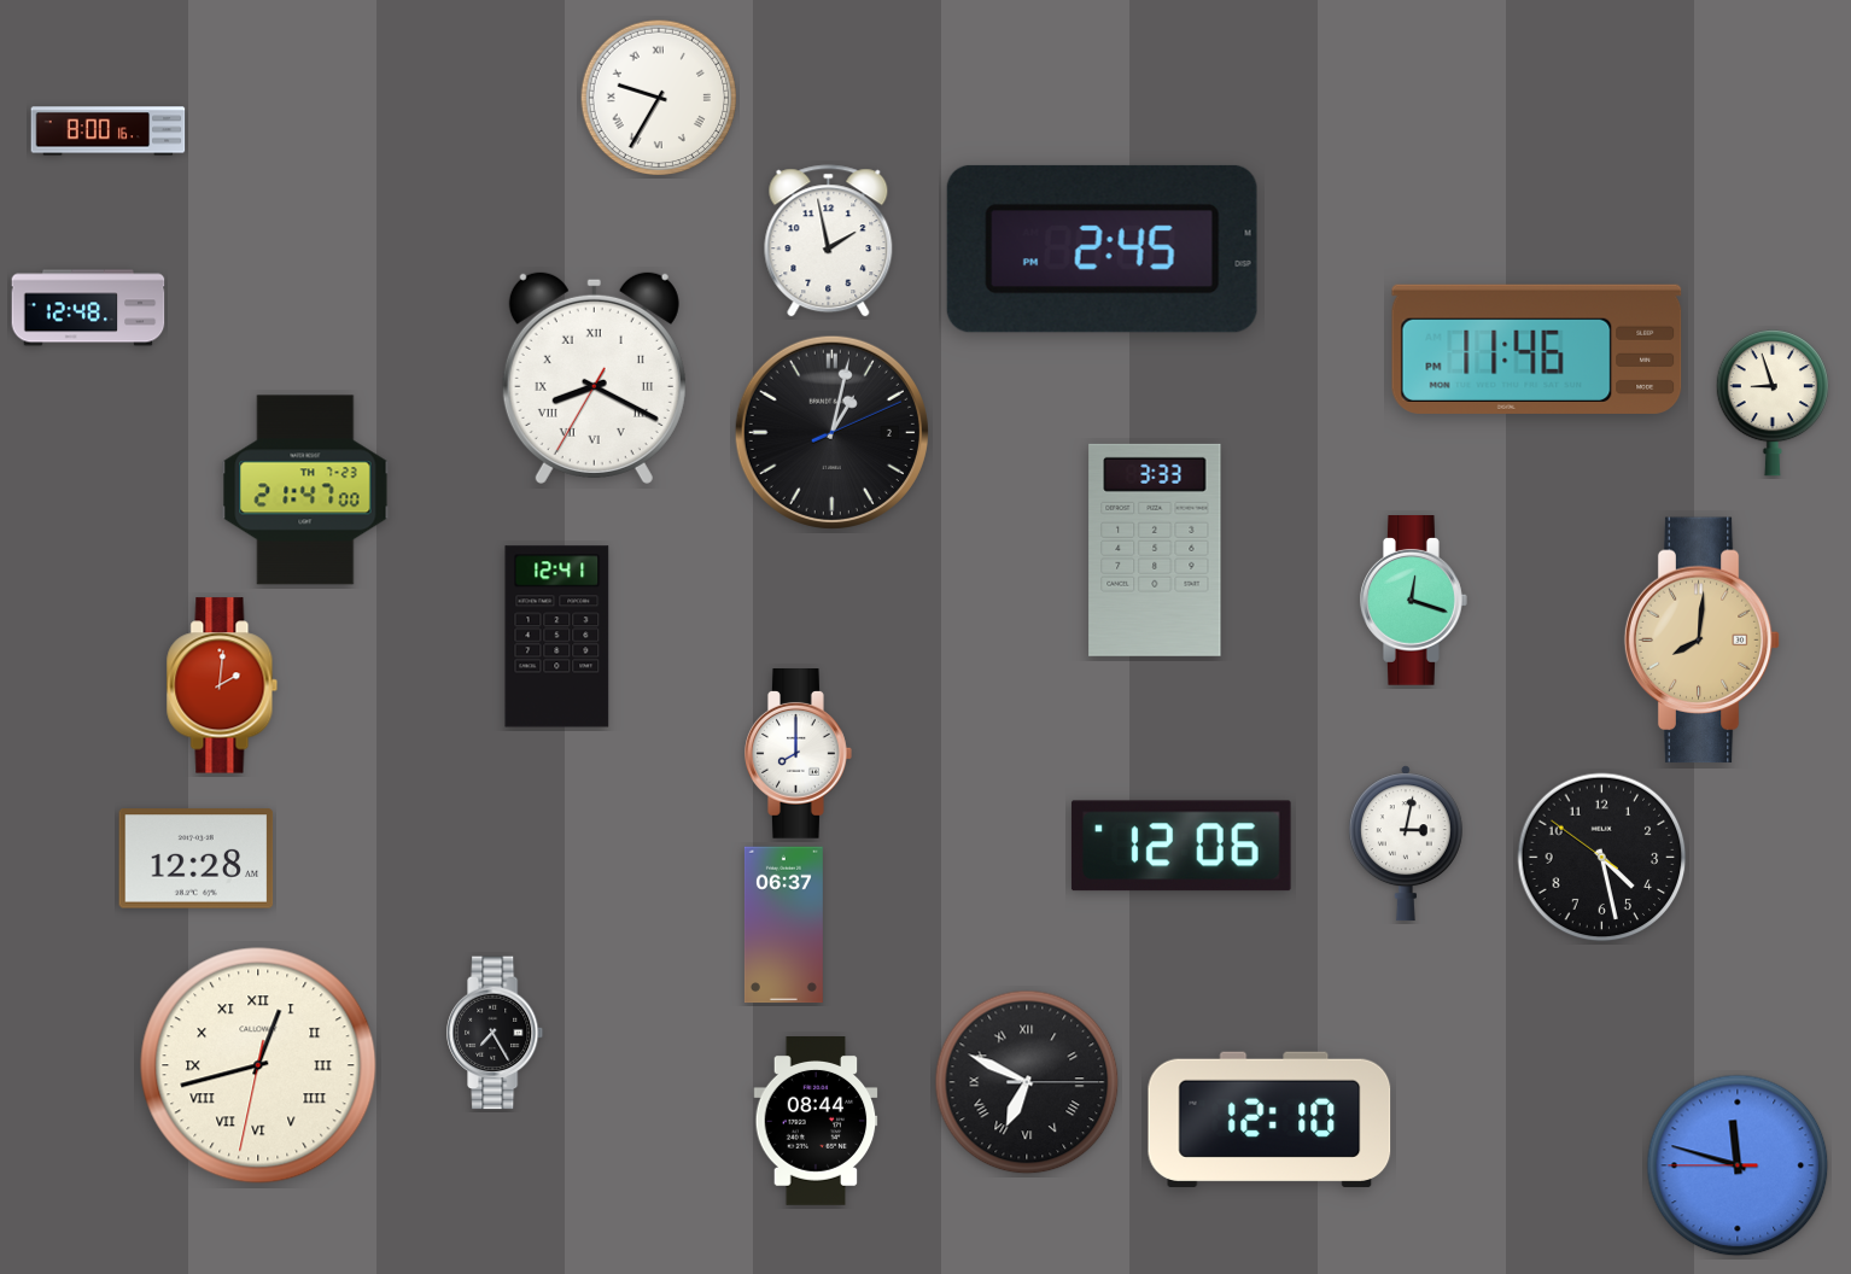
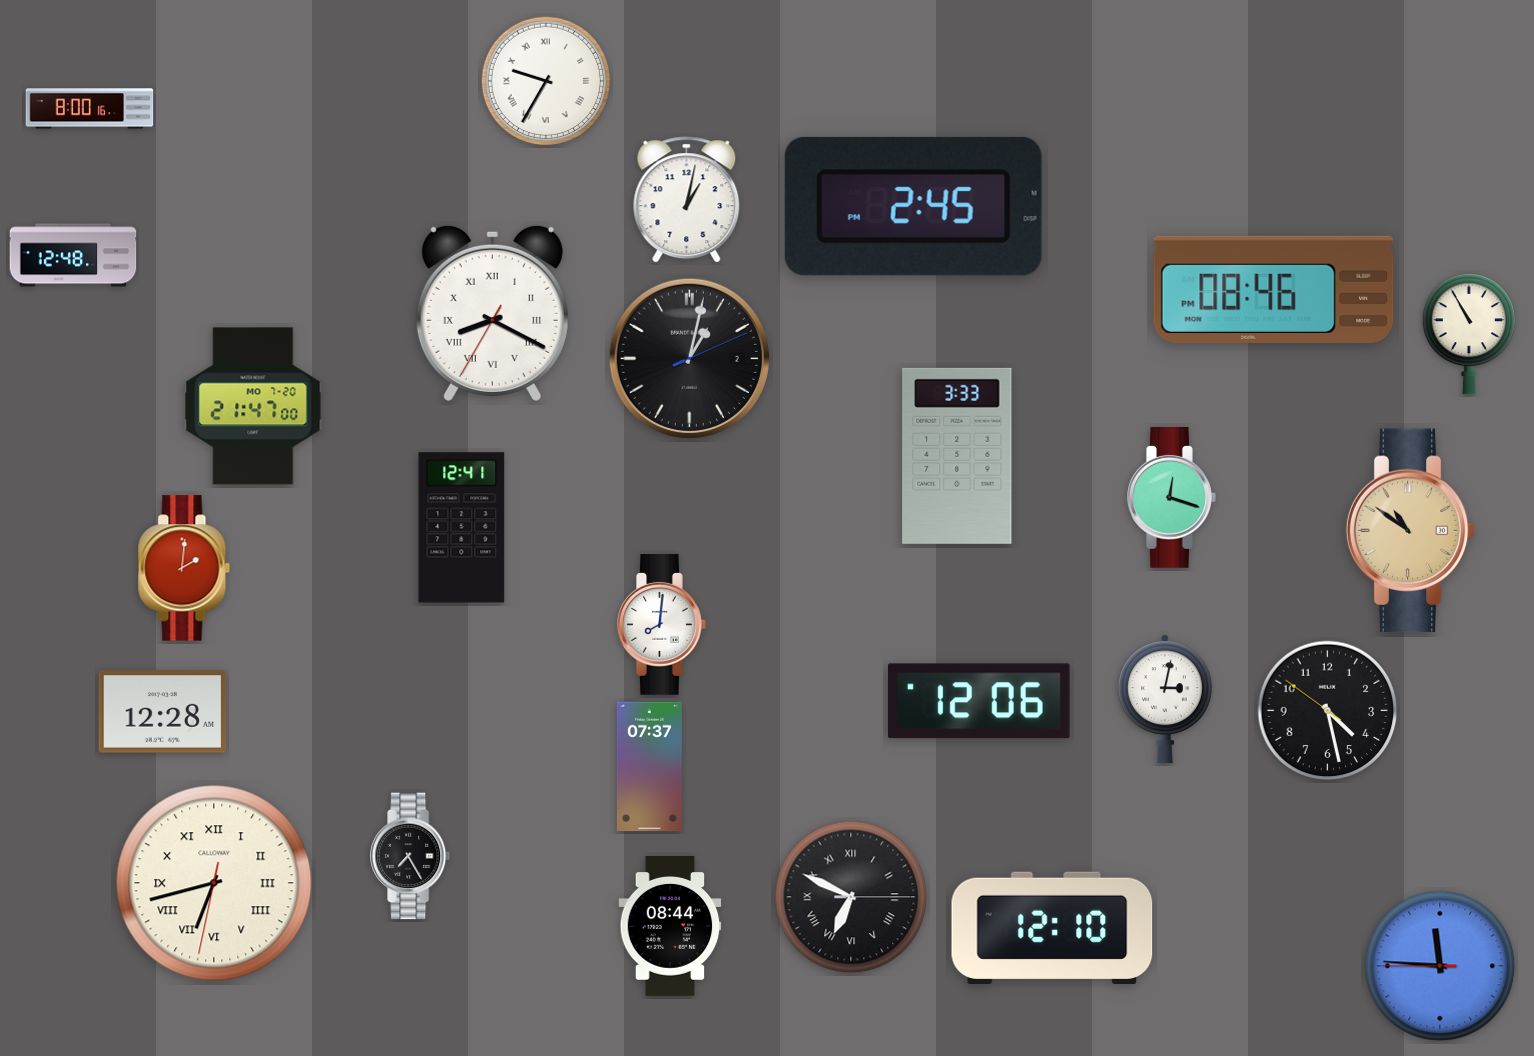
clock at (829, 241): 1:58 -> 1:02
clock at (1537, 349): 11:46 -> 08:46
clock at (1773, 404): 8:57 -> 10:55
clock at (305, 490) date: TH 7-23 -> MO 7-20
clock at (1703, 641): 8:01 -> 10:51
clock at (799, 754): 8:00 -> 8:01
clock at (783, 925): 06:37 -> 07:37
clock at (258, 1065): 12:42 -> 6:42
clock at (816, 1122) position: (816, 1122) -> (670, 927)
clock at (1738, 1165): 11:47 -> 11:45
